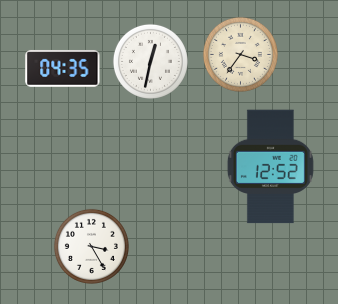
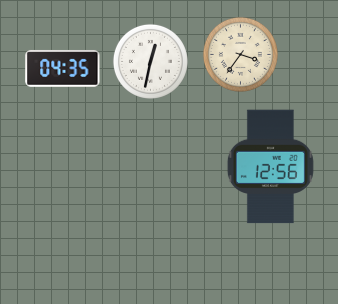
clock at (270, 167): 12:52 -> 12:56
clock at (91, 246): 3:25 -> none
